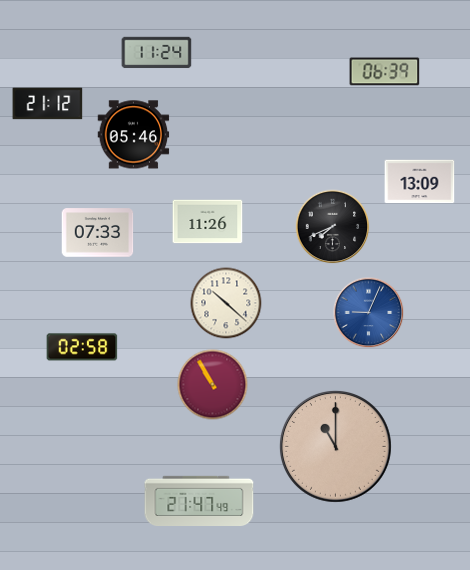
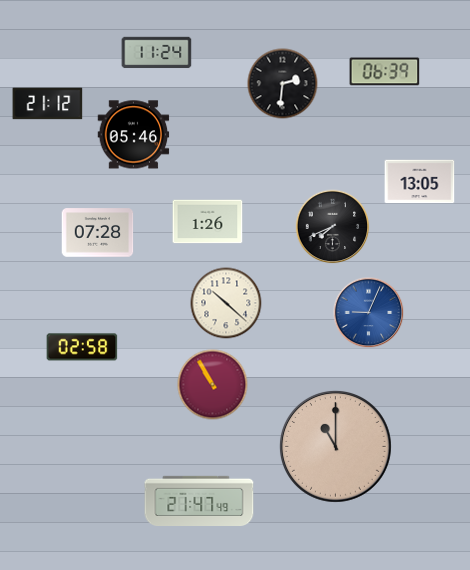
clock at (283, 84): none -> 2:31
clock at (420, 182): 13:09 -> 13:05
clock at (208, 222): 11:26 -> 1:26
clock at (98, 233): 07:33 -> 07:28
